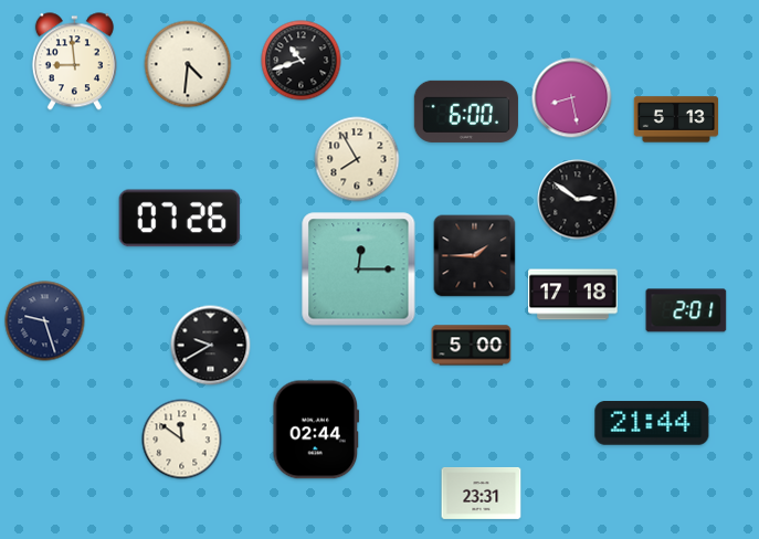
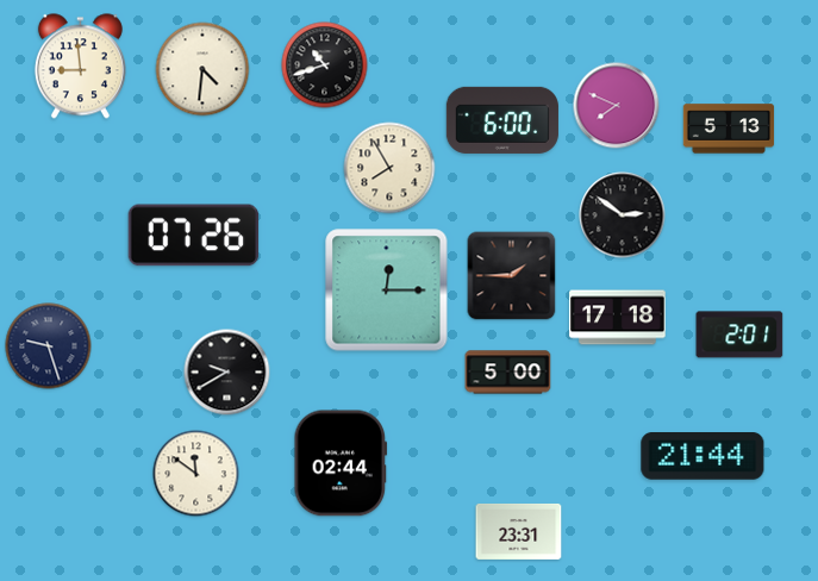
clock at (572, 98): 8:28 -> 7:49
clock at (357, 159) position: (357, 159) -> (389, 168)
